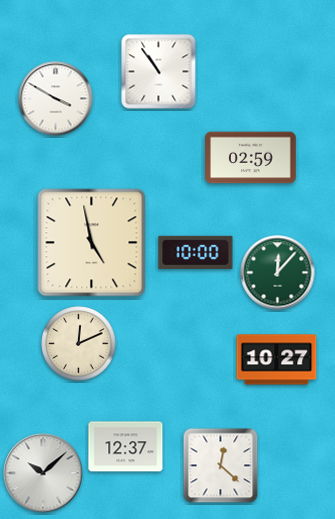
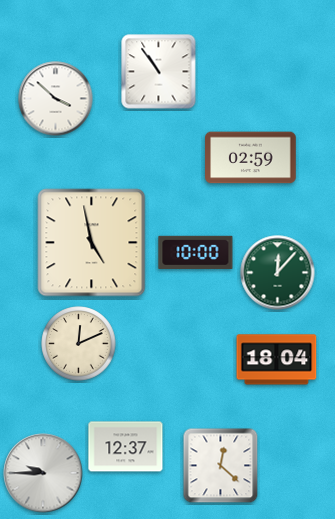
clock at (56, 99): 3:50 -> 3:52
clock at (277, 360): 10:27 -> 18:04
clock at (43, 473): 10:08 -> 9:45
